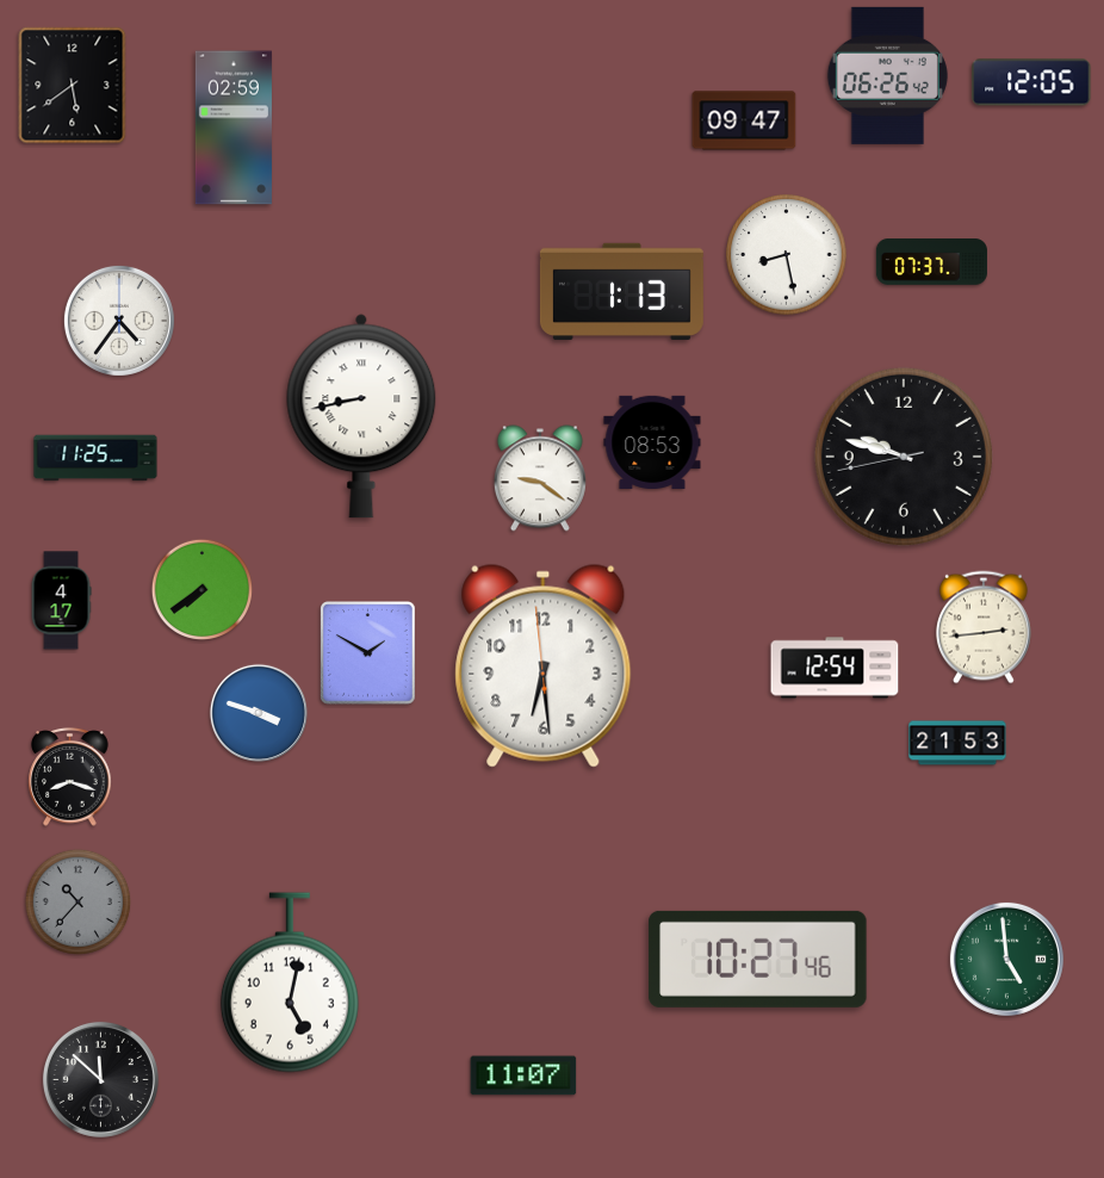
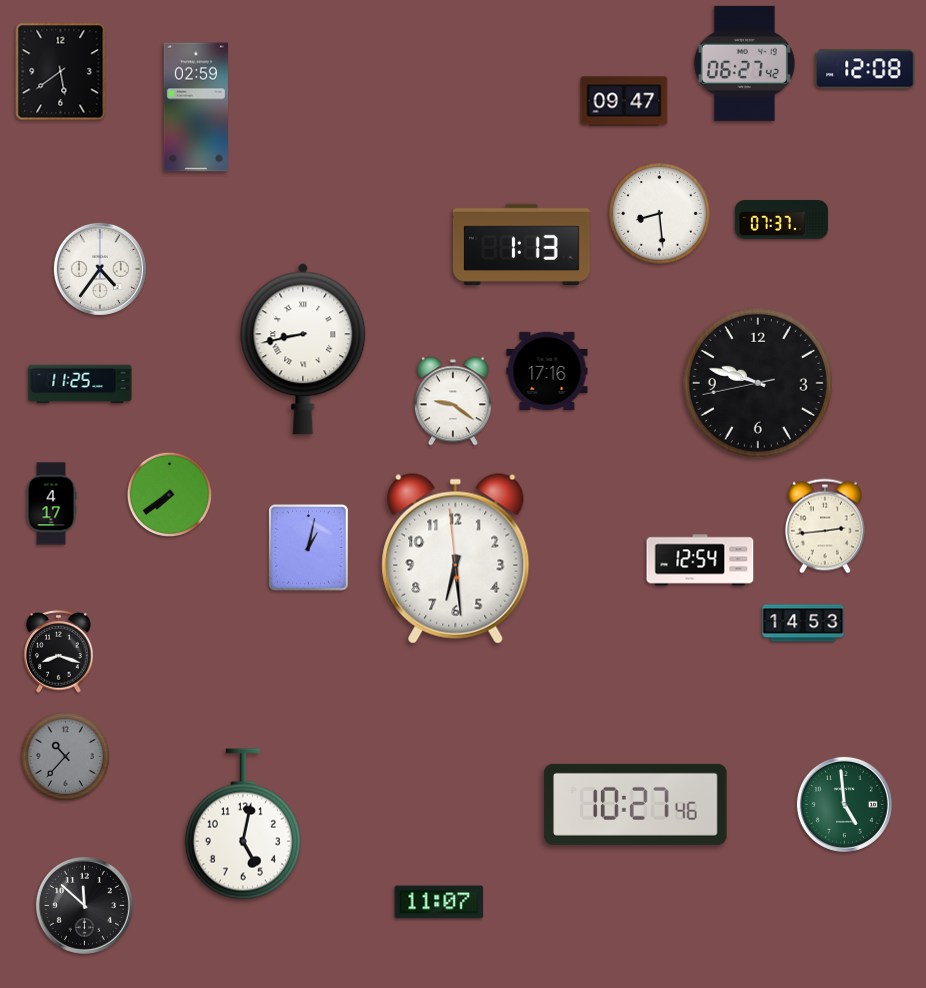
clock at (887, 75): 06:26 -> 06:27
clock at (1031, 82): 12:05 -> 12:08
clock at (787, 255): 8:28 -> 8:29
clock at (652, 442): 08:53 -> 17:16
clock at (368, 653): 1:50 -> 1:02
clock at (259, 713): 3:48 -> none
clock at (957, 743): 21:53 -> 14:53
